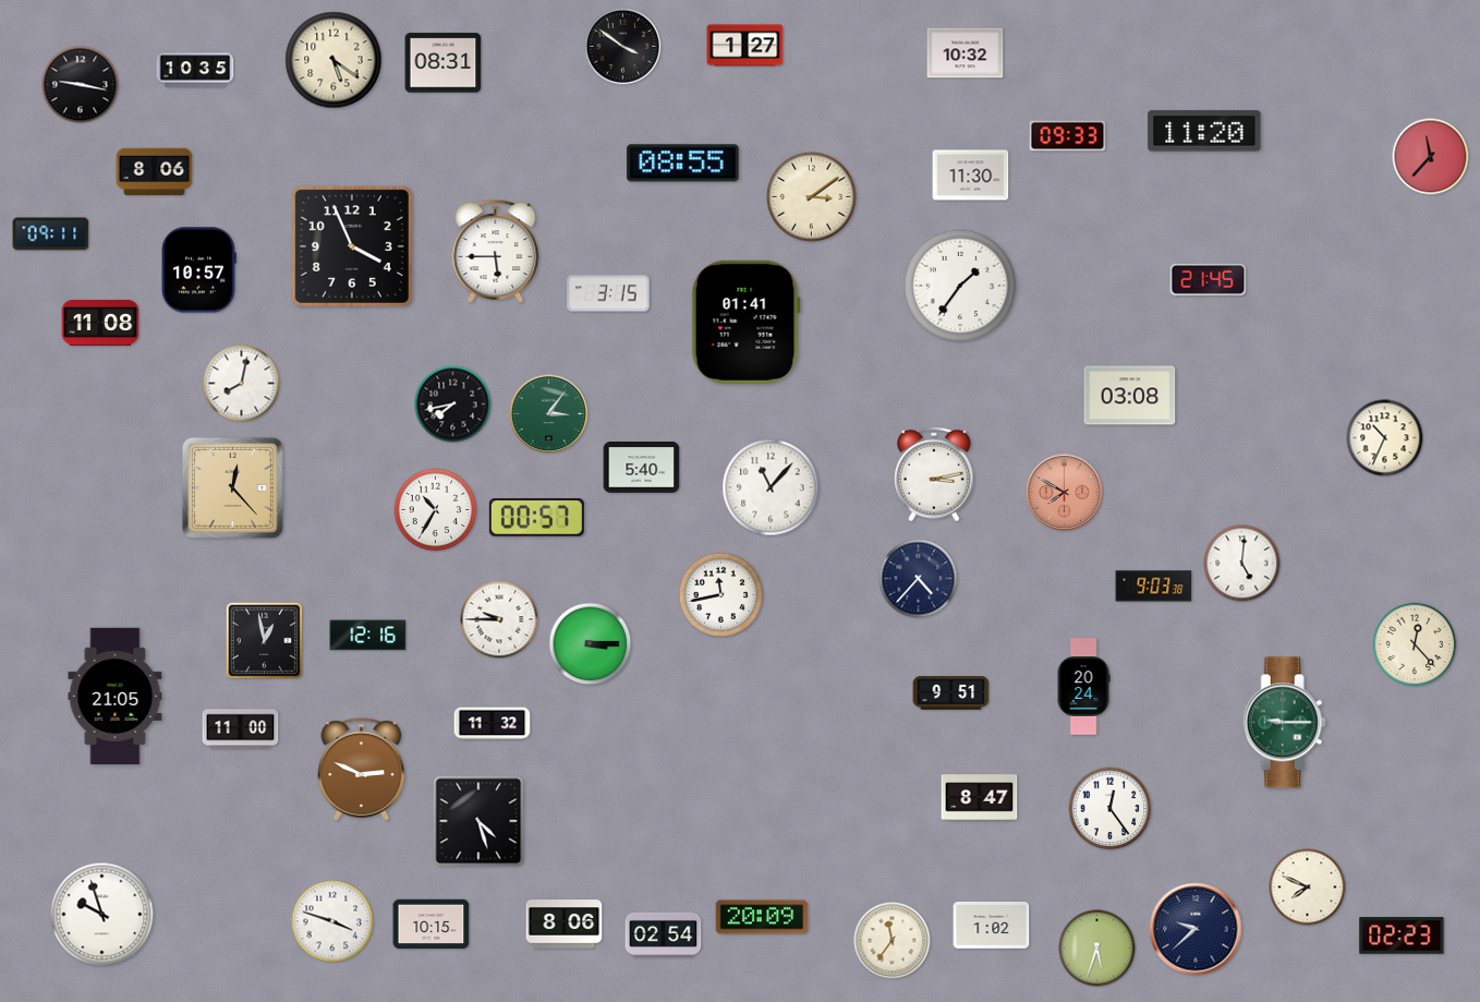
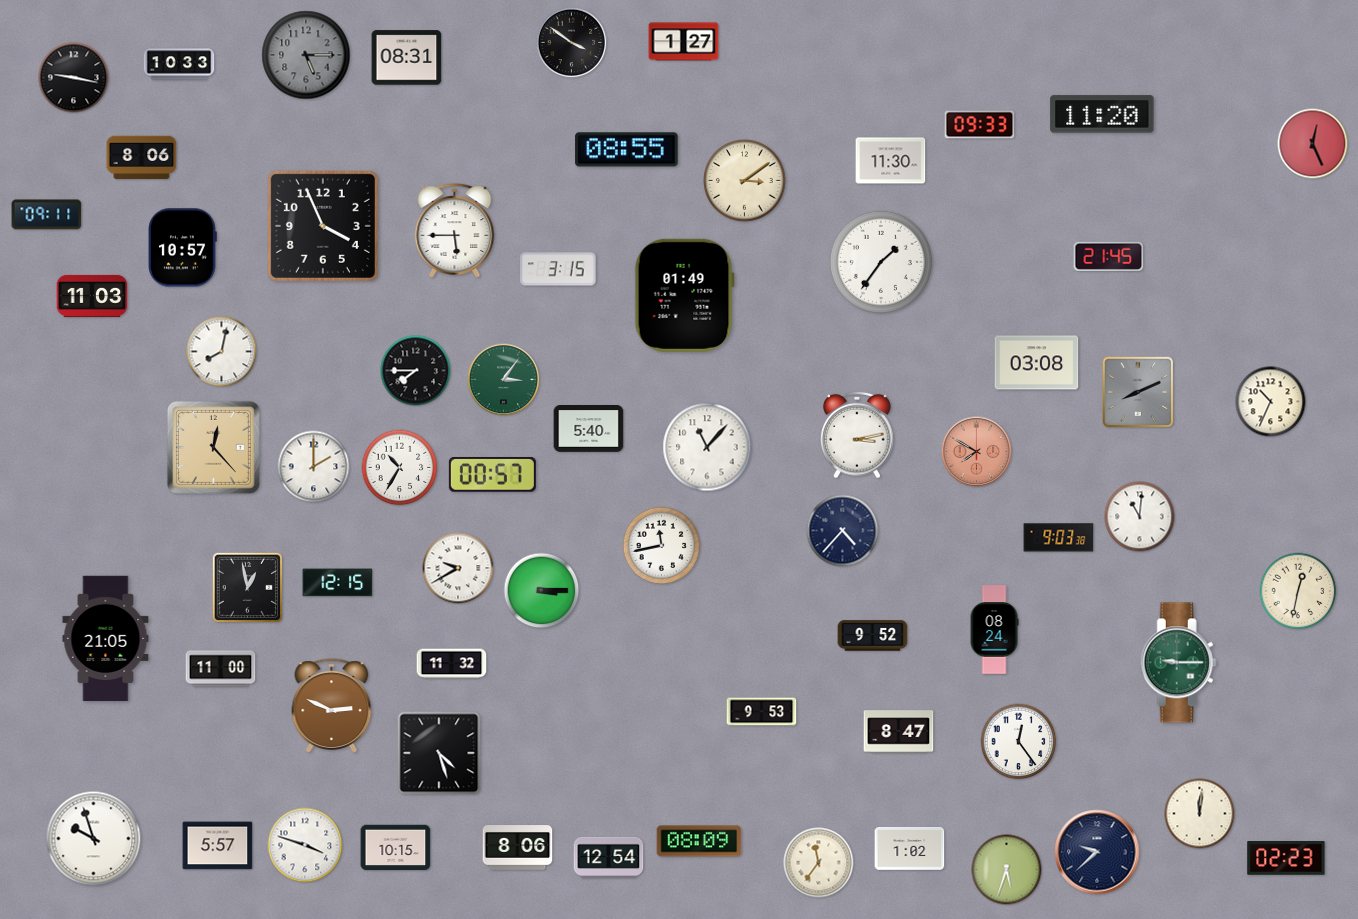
clock at (966, 53): 10:32 -> none
clock at (333, 60): 5:21 -> 5:15
clock at (333, 60) dial: cream -> grey
clock at (195, 70): 10:35 -> 10:33
clock at (1204, 131) position: (1204, 131) -> (1102, 114)
clock at (1431, 157): 11:37 -> 12:26
clock at (745, 322): 01:41 -> 01:49
clock at (100, 323): 11:08 -> 11:03
clock at (453, 405): 7:43 -> 7:45
clock at (1138, 392): none -> 8:11
clock at (314, 467): none -> 2:00
clock at (1242, 564): 5:01 -> 11:01
clock at (499, 619): 9:45 -> 9:40
clock at (368, 636): 12:16 -> 12:15
clock at (264, 640) position: (264, 640) -> (247, 587)
clock at (1415, 644): 12:23 -> 12:32
clock at (1083, 687): 20:24 -> 08:24
clock at (951, 693): 9:51 -> 9:52
clock at (762, 712): none -> 9:53
clock at (1308, 888): 7:49 -> 12:01
clock at (762, 917): 20:09 -> 08:09
clock at (218, 846): none -> 5:57
clock at (664, 934): 02:54 -> 12:54
